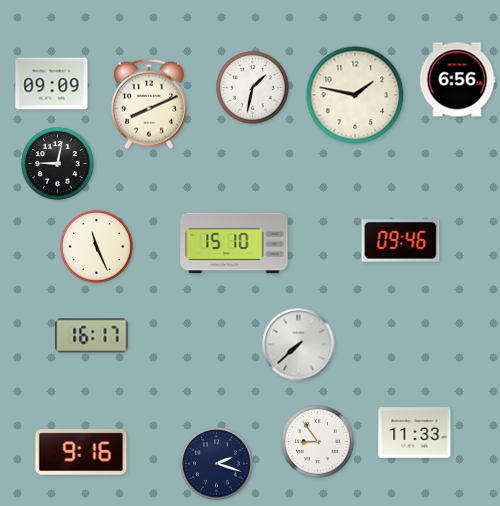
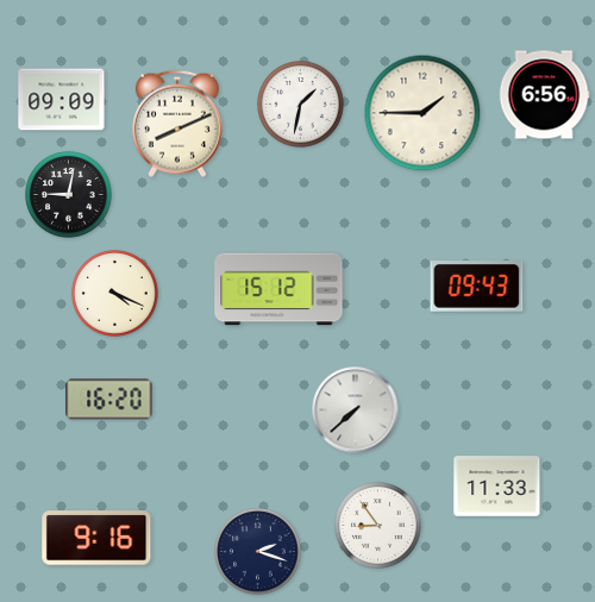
clock at (355, 95): 1:47 -> 1:45
clock at (401, 241): 09:46 -> 09:43
clock at (234, 243): 15:10 -> 15:12
clock at (97, 247): 11:26 -> 4:19
clock at (92, 336): 16:17 -> 16:20
clock at (415, 433) position: (415, 433) -> (497, 487)
